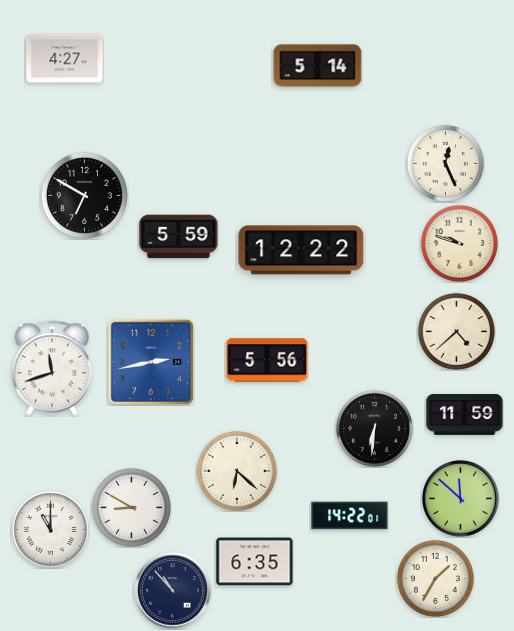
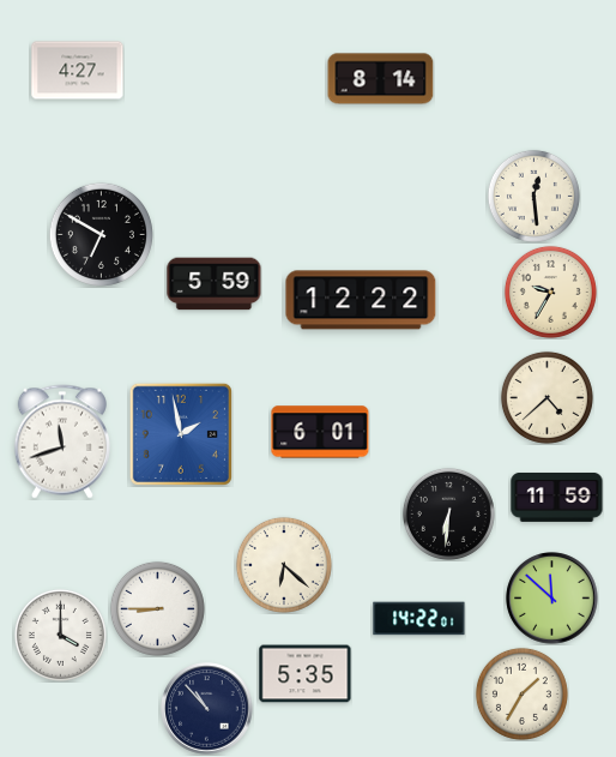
clock at (318, 66): 5:14 -> 8:14
clock at (445, 163): 12:26 -> 12:29
clock at (459, 243): 9:48 -> 9:35
clock at (267, 360): 5:56 -> 6:01
clock at (151, 362): 2:43 -> 1:58
clock at (131, 507): 8:50 -> 8:45
clock at (50, 529): 11:00 -> 4:00
clock at (255, 562): 6:35 -> 5:35
